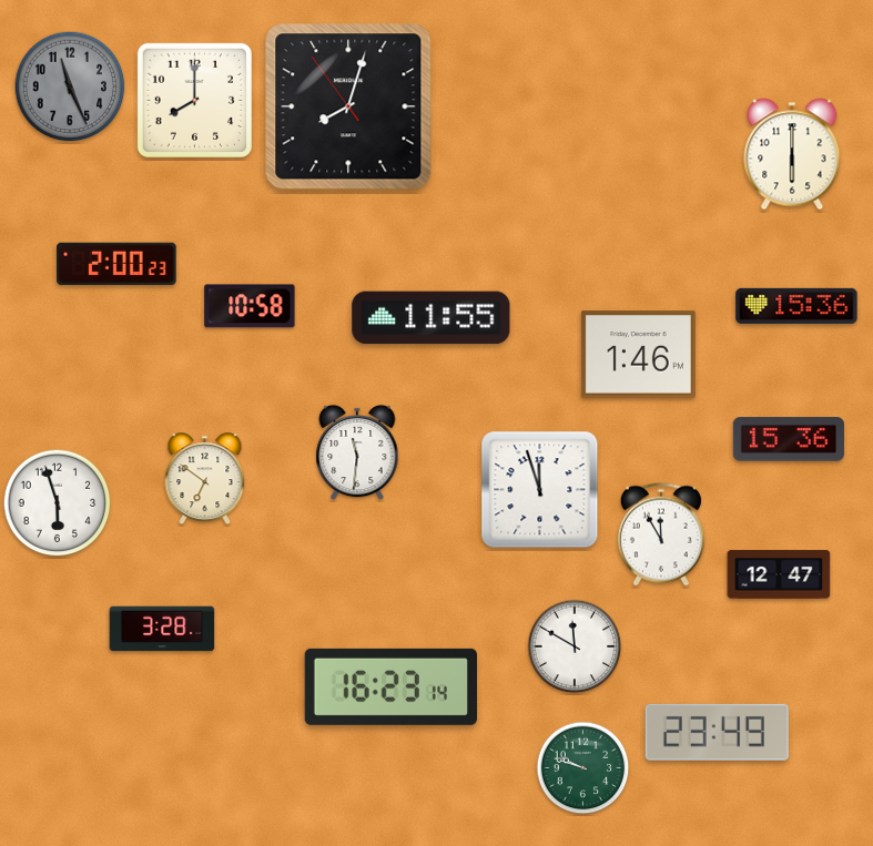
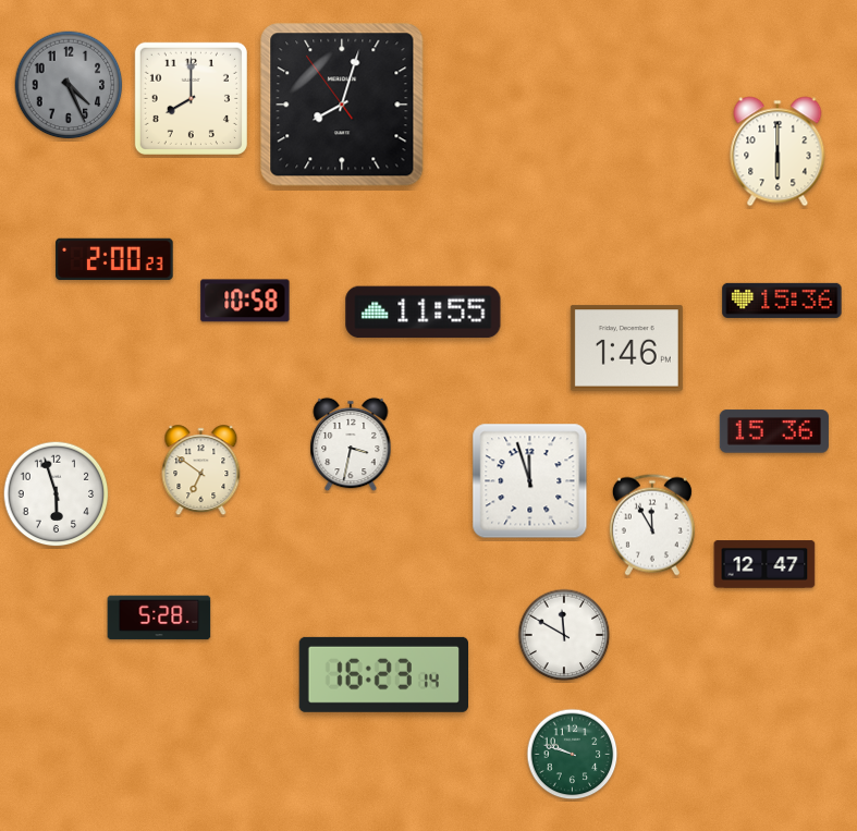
clock at (70, 86): 11:26 -> 4:26
clock at (357, 452): 11:31 -> 3:32
clock at (661, 534) position: (661, 534) -> (652, 525)
clock at (162, 629): 3:28 -> 5:28
clock at (717, 732): 23:49 -> none
